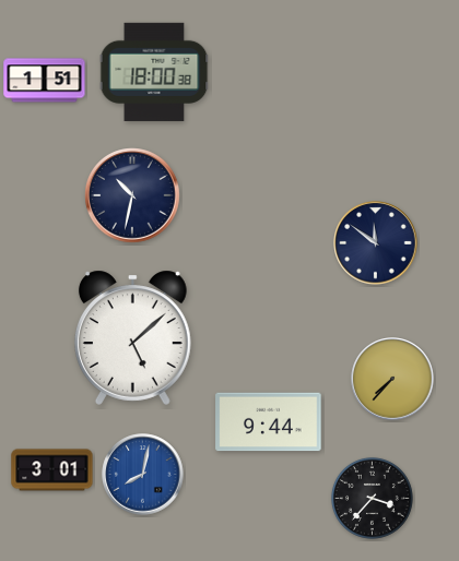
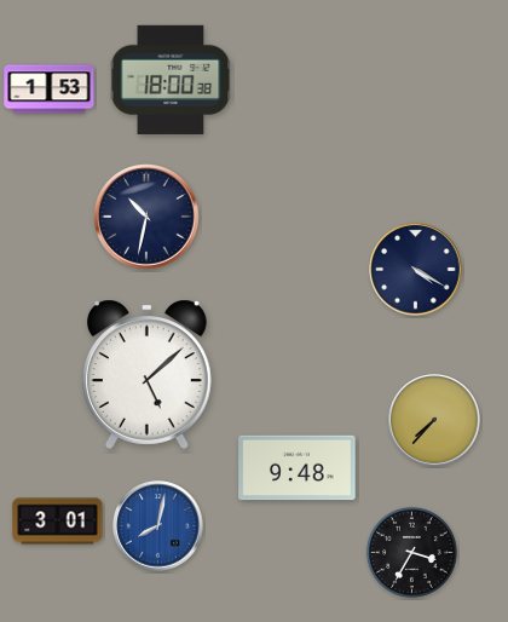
clock at (45, 81): 1:51 -> 1:53
clock at (376, 243): 11:51 -> 4:20
clock at (269, 422): 9:44 -> 9:48
clock at (372, 498): 3:37 -> 3:35
